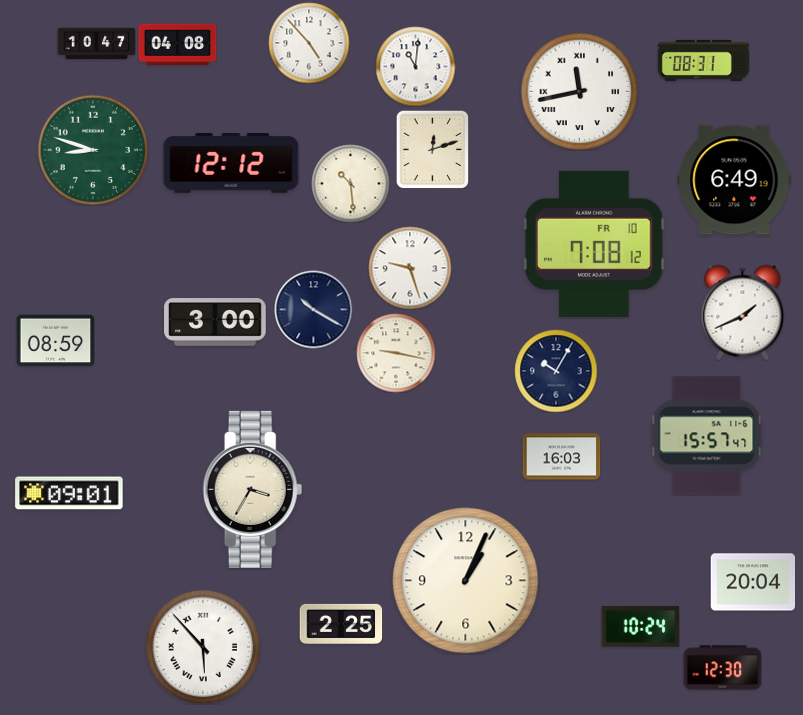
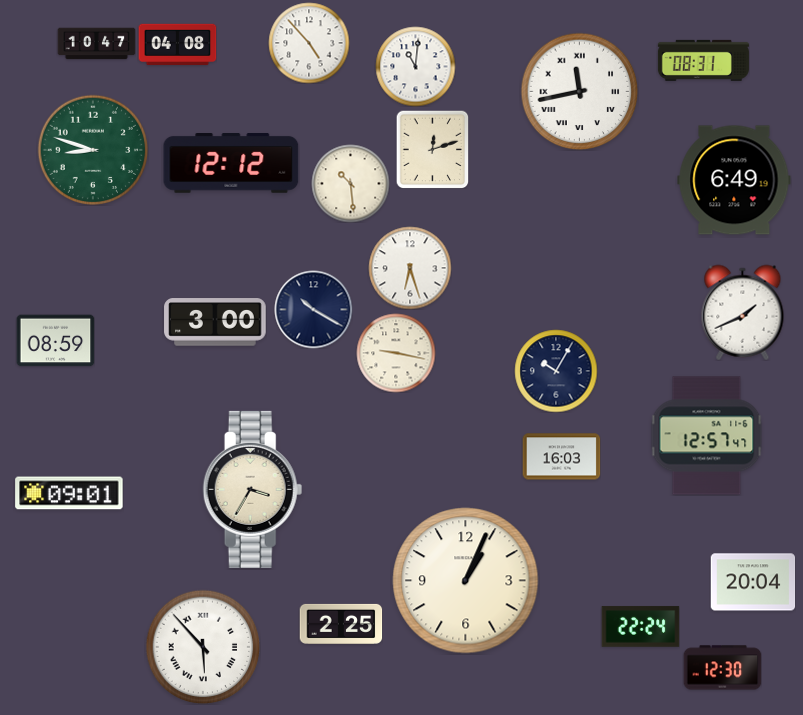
clock at (595, 244): 7:08 -> none
clock at (410, 268): 9:27 -> 6:27
clock at (707, 436): 15:57 -> 12:57
clock at (640, 627): 10:24 -> 22:24
